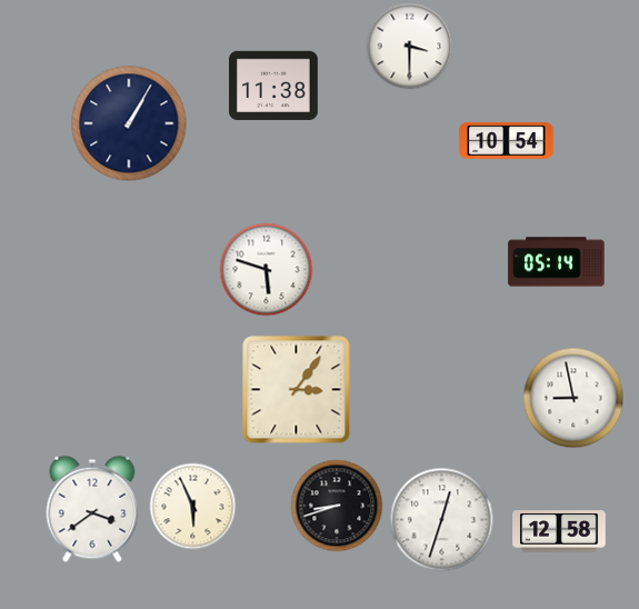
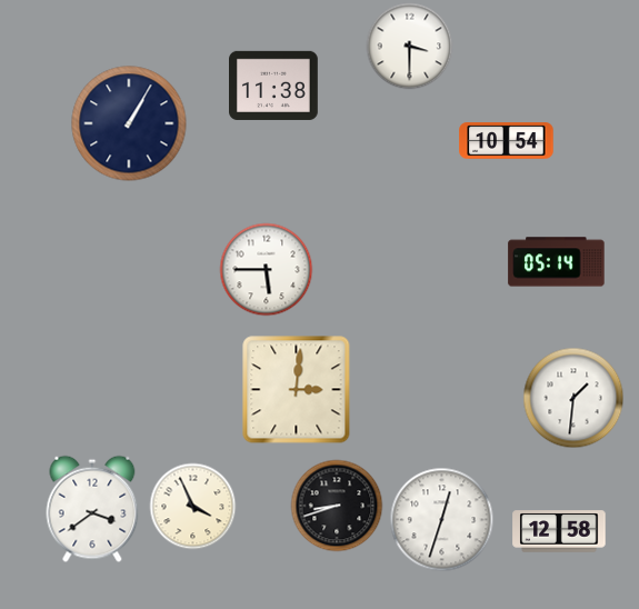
clock at (266, 269): 5:48 -> 5:45
clock at (297, 390): 3:06 -> 3:01
clock at (573, 398): 8:58 -> 1:31
clock at (192, 506): 5:56 -> 3:56
